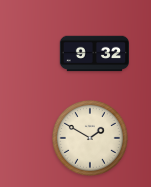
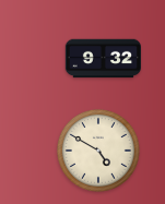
clock at (90, 138): 1:50 -> 4:50
